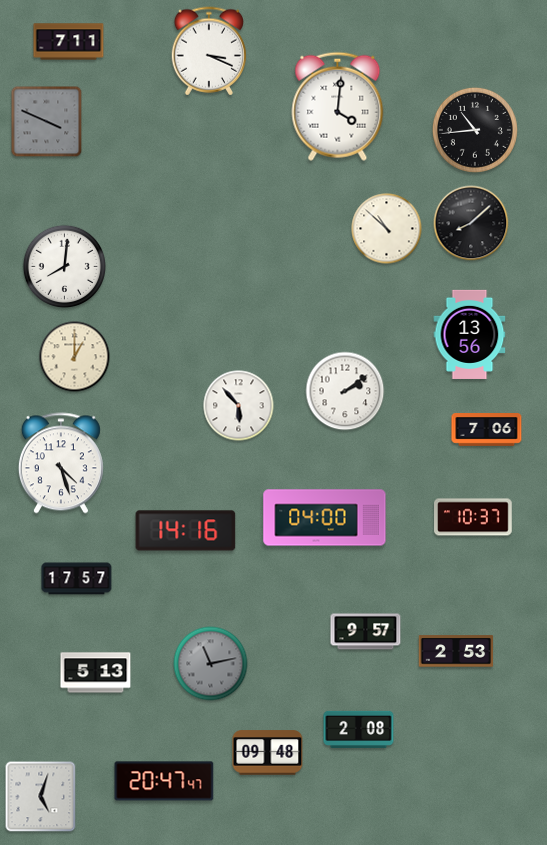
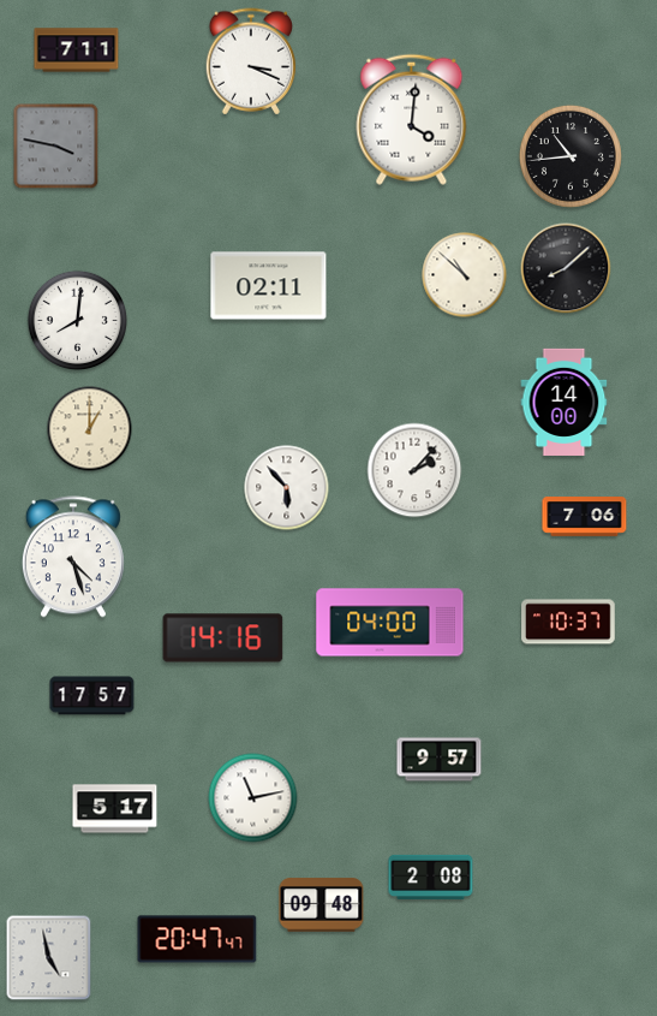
clock at (69, 42) position: (69, 42) -> (77, 50)
clock at (338, 106) position: (338, 106) -> (412, 119)
clock at (47, 122): 3:49 -> 3:47
clock at (269, 286): none -> 02:11
clock at (470, 334): 13:56 -> 14:00
clock at (345, 391): 2:09 -> 2:07
clock at (456, 651): 2:53 -> none
clock at (211, 664) dial: grey -> white
clock at (96, 673): 5:13 -> 5:17
clock at (41, 797): 5:03 -> 4:58
